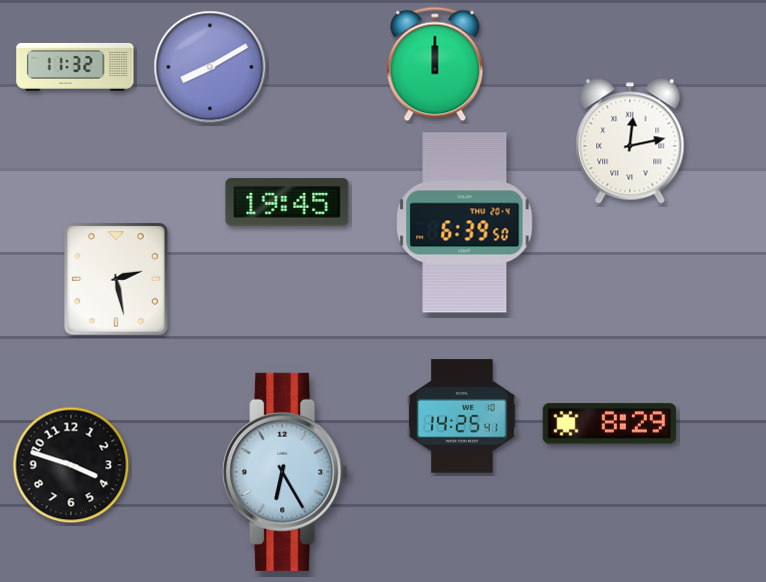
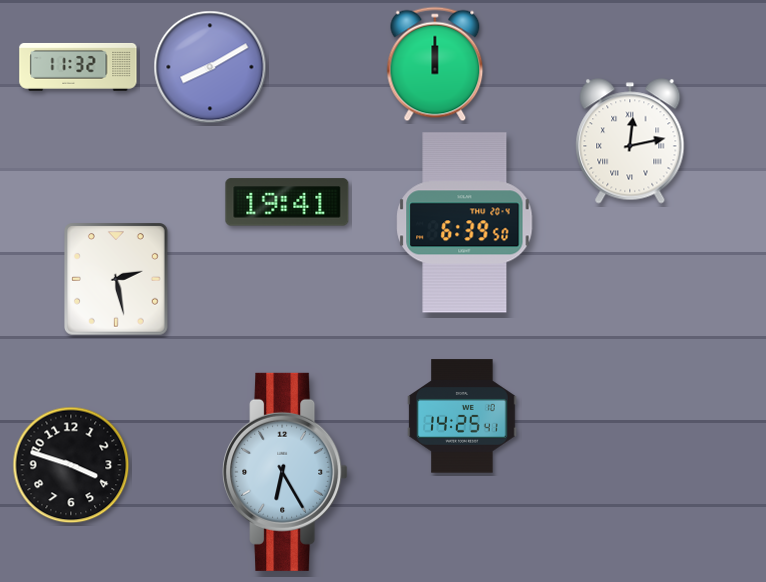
clock at (75, 67) position: (75, 67) -> (78, 67)
clock at (287, 202): 19:45 -> 19:41
clock at (609, 424): 8:29 -> none
